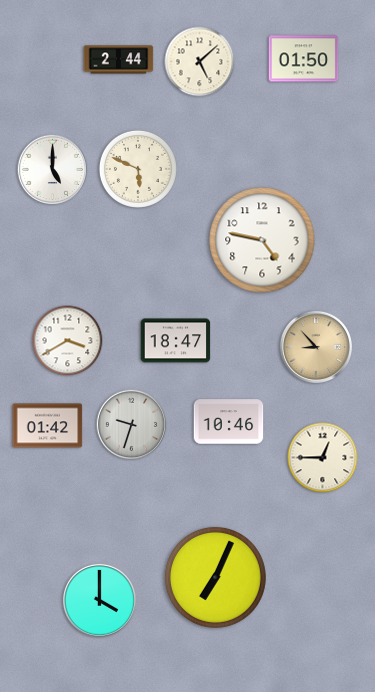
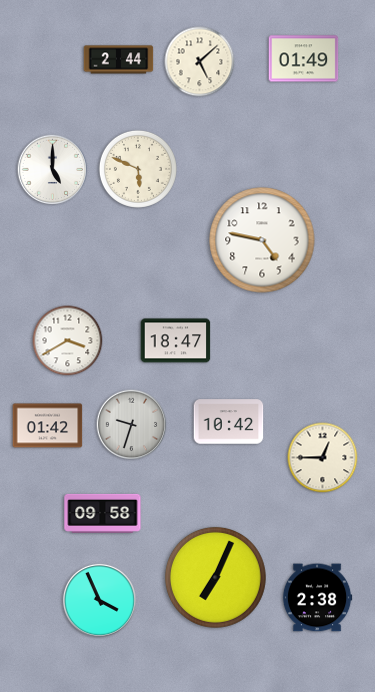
clock at (304, 59): 01:50 -> 01:49
clock at (316, 347): 8:53 -> none
clock at (229, 422): 10:46 -> 10:42
clock at (103, 513): none -> 09:58
clock at (317, 598): none -> 2:38
clock at (99, 600): 4:00 -> 3:56
